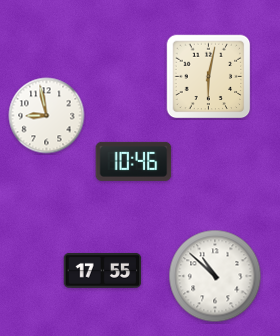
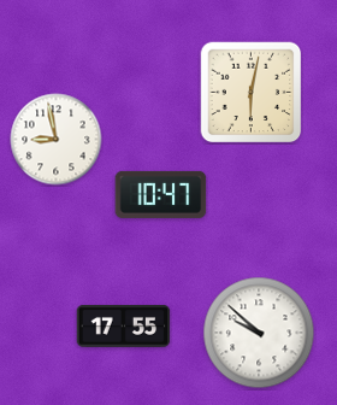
clock at (134, 161): 10:46 -> 10:47
clock at (215, 276): 10:52 -> 9:52
